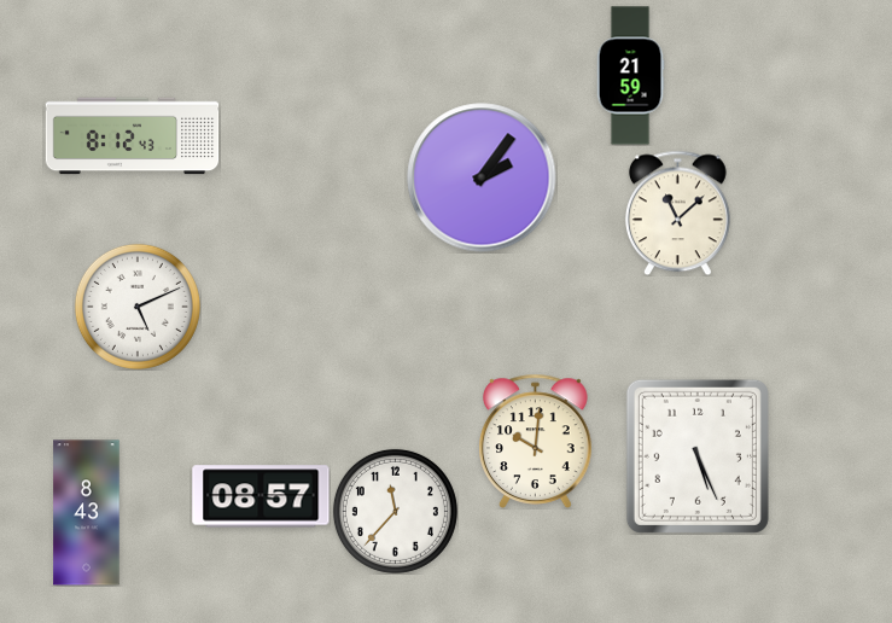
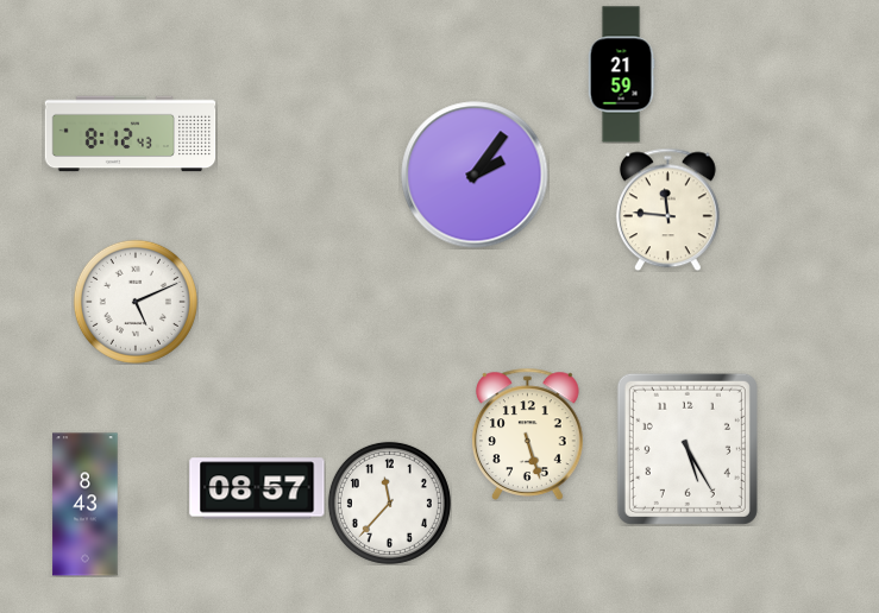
clock at (677, 212): 11:08 -> 11:46
clock at (536, 441): 10:01 -> 5:27
clock at (698, 456): 5:26 -> 5:25
